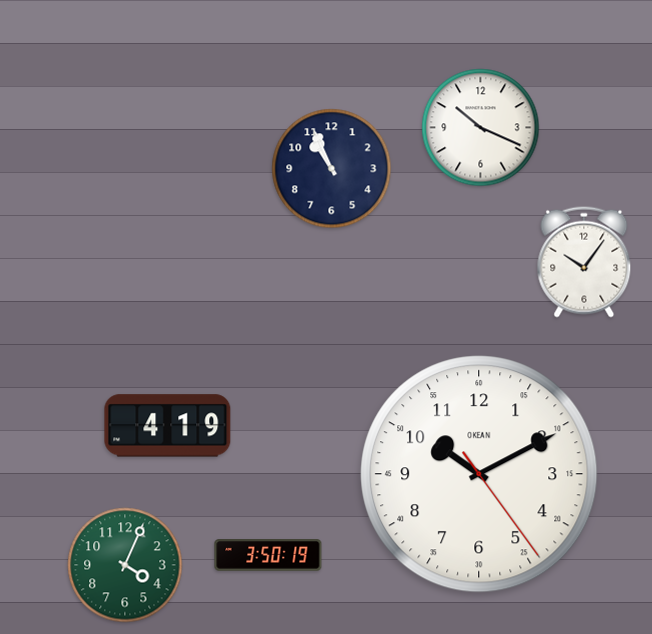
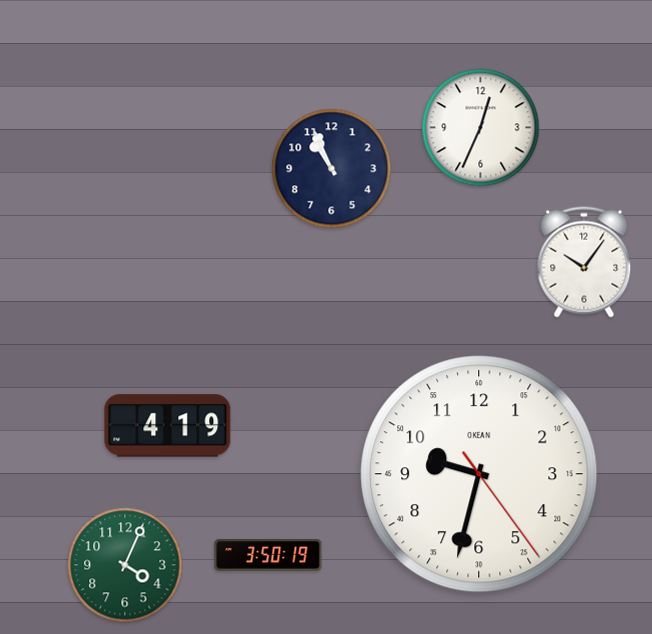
clock at (481, 128): 10:19 -> 12:34
clock at (479, 474): 10:10 -> 9:32
